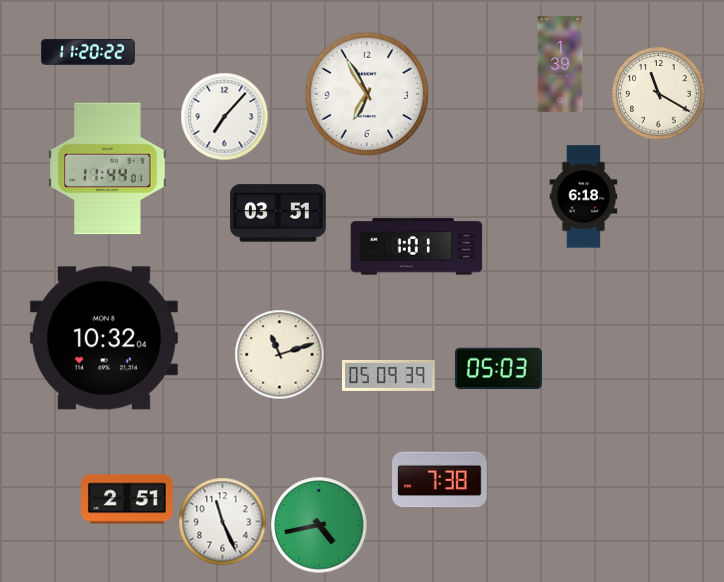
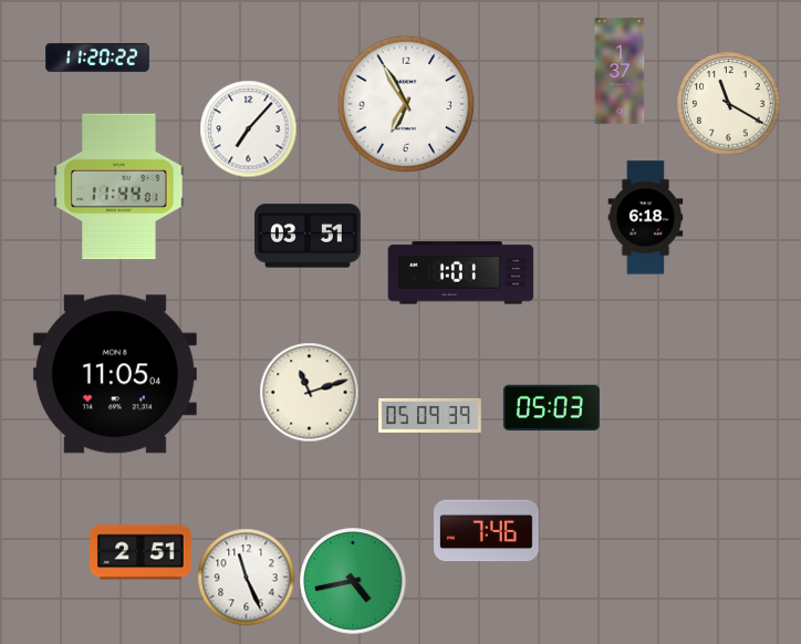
clock at (560, 64): 1:39 -> 1:37
clock at (104, 338): 10:32 -> 11:05
clock at (440, 480): 7:38 -> 7:46
